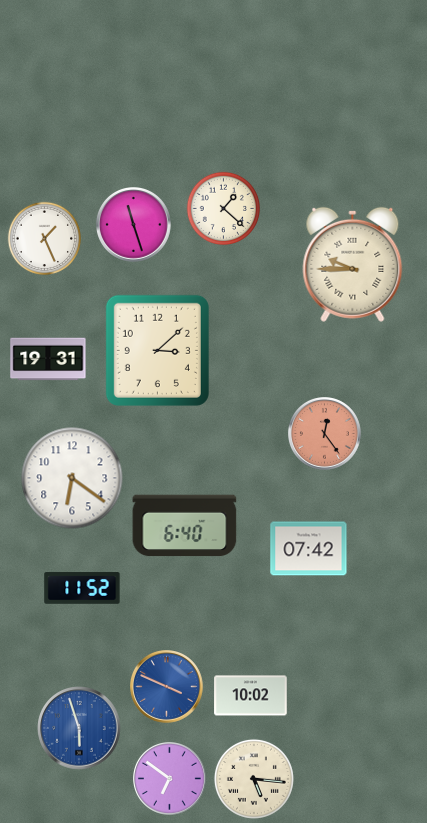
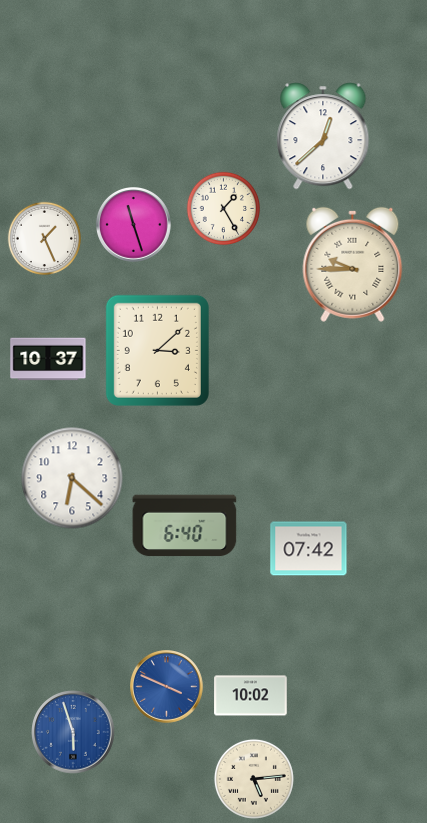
clock at (323, 136): none -> 12:38
clock at (224, 209): 1:22 -> 1:25
clock at (48, 359): 19:31 -> 10:37
clock at (325, 434): 12:24 -> none
clock at (72, 478): 6:21 -> 6:22
clock at (82, 588): 11:52 -> none
clock at (79, 728) position: (79, 728) -> (73, 732)
clock at (170, 779): 6:51 -> none
clock at (254, 779): 5:16 -> 5:14
